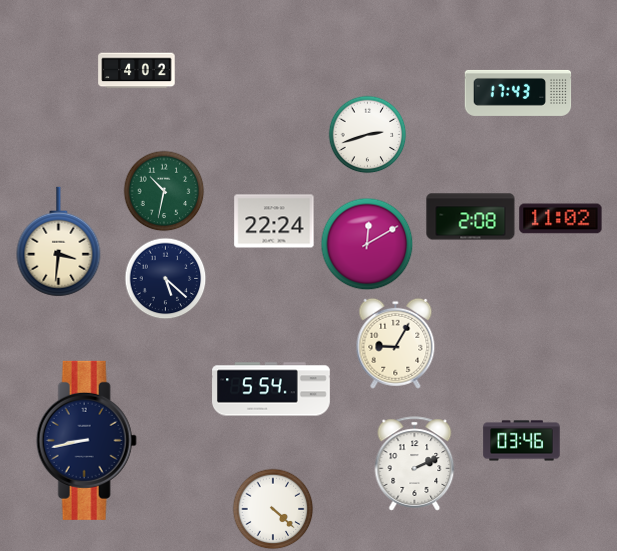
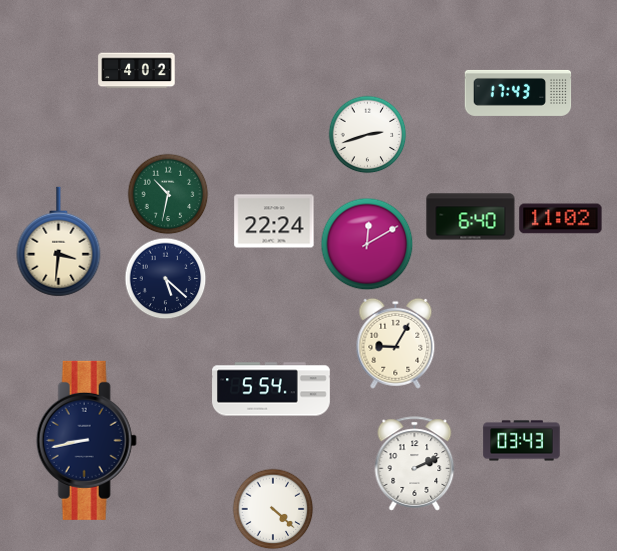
clock at (164, 191) position: (164, 191) -> (168, 194)
clock at (471, 217): 2:08 -> 6:40
clock at (522, 441): 03:46 -> 03:43
